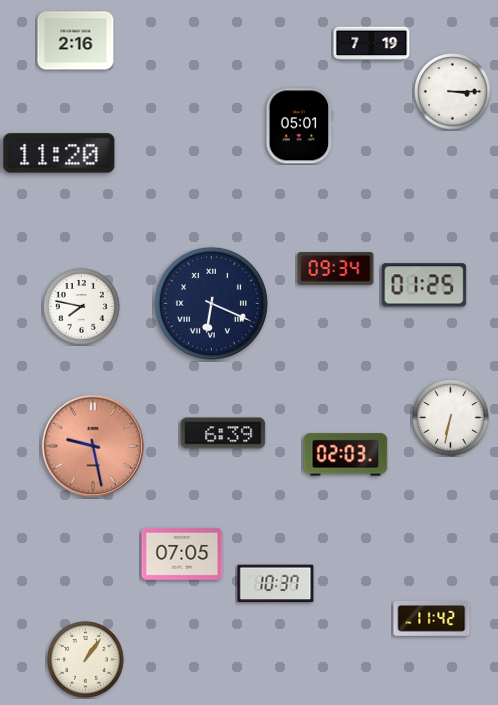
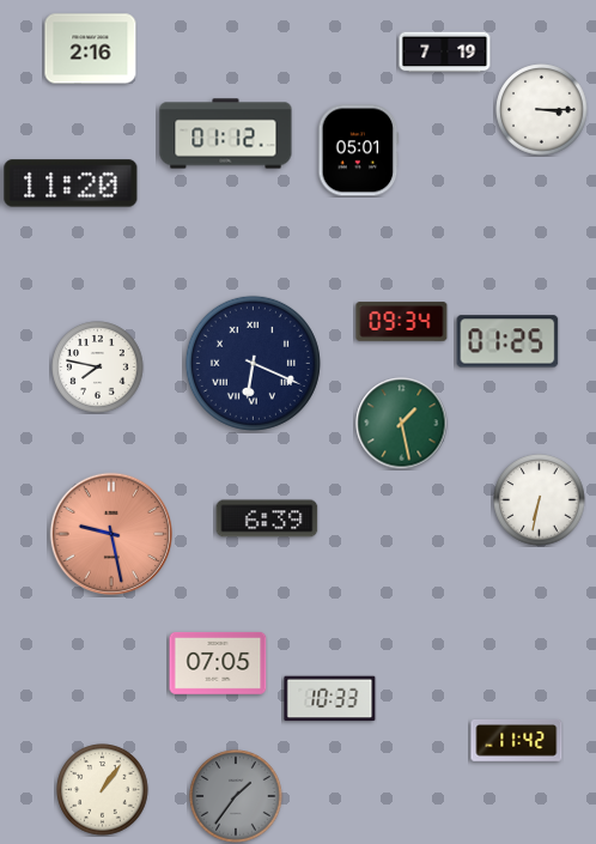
clock at (226, 134): none -> 01:12
clock at (402, 424): none -> 1:28
clock at (346, 455): 02:03 -> none
clock at (276, 584): 10:37 -> 10:33
clock at (236, 796): none -> 1:36
